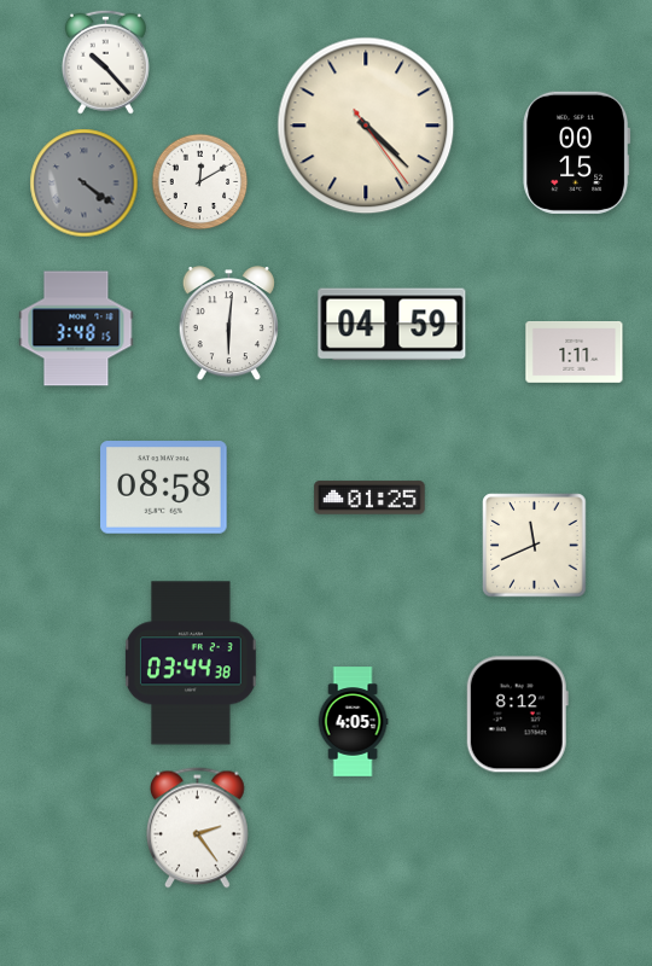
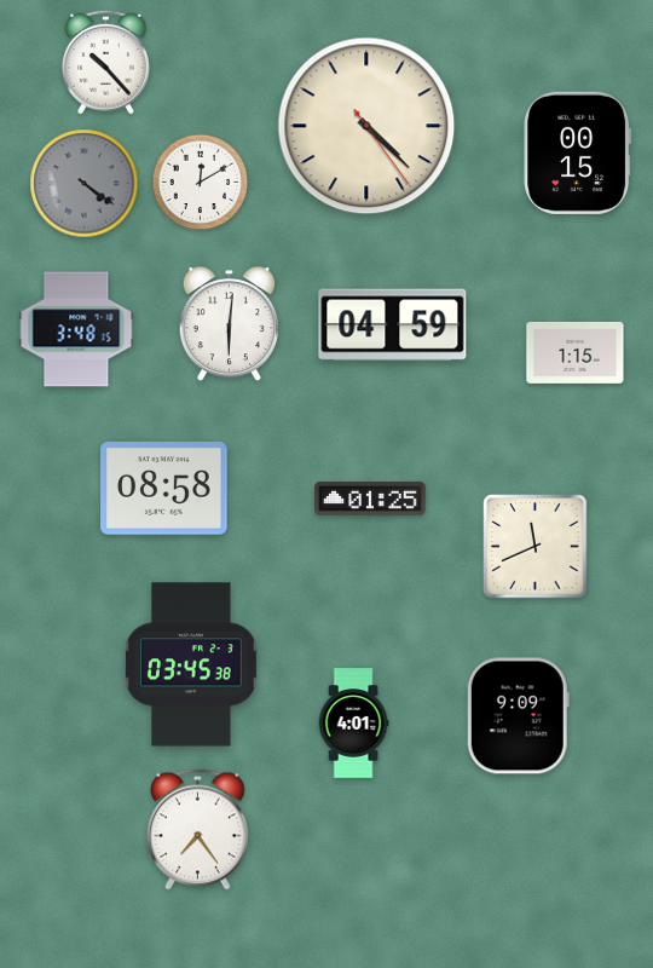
clock at (575, 353): 1:11 -> 1:15
clock at (191, 663): 03:44 -> 03:45
clock at (517, 715): 8:12 -> 9:09
clock at (353, 722): 4:05 -> 4:01
clock at (198, 828): 2:24 -> 7:24
